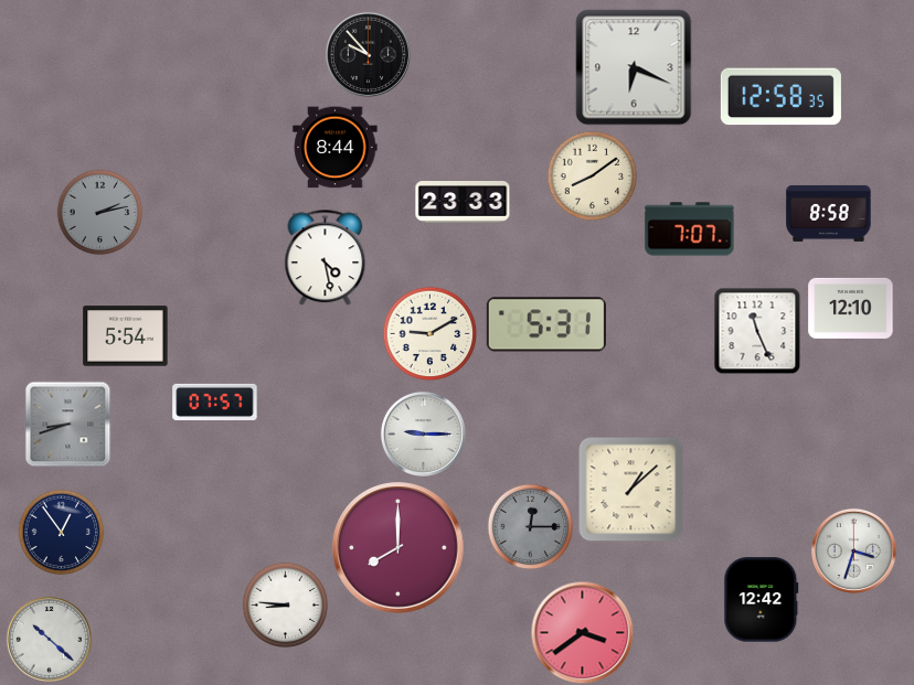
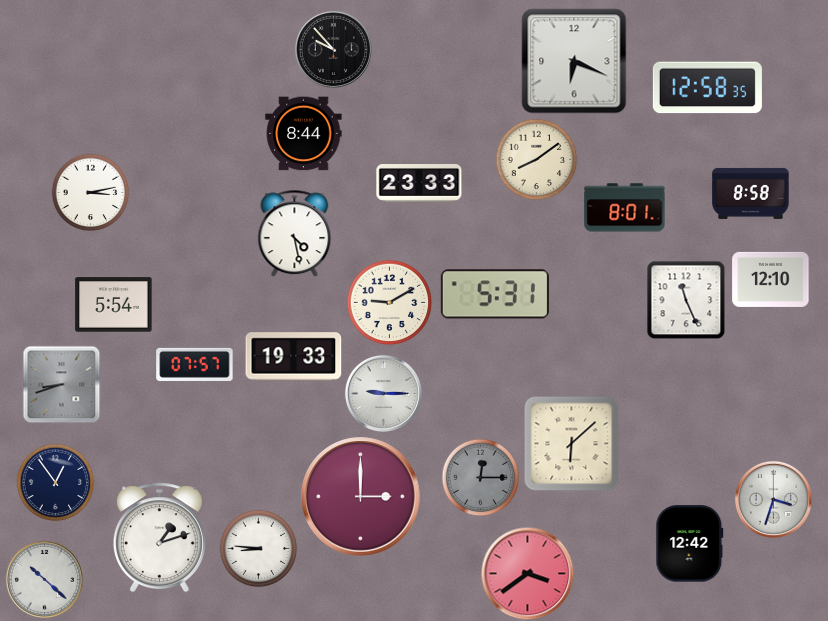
clock at (99, 212): 2:13 -> 3:13
clock at (99, 212) dial: grey -> white
clock at (690, 229): 7:07 -> 8:01
clock at (294, 357): none -> 19:33
clock at (631, 490): 1:08 -> 6:08
clock at (398, 548): 8:00 -> 3:00
clock at (159, 538): none -> 1:12
